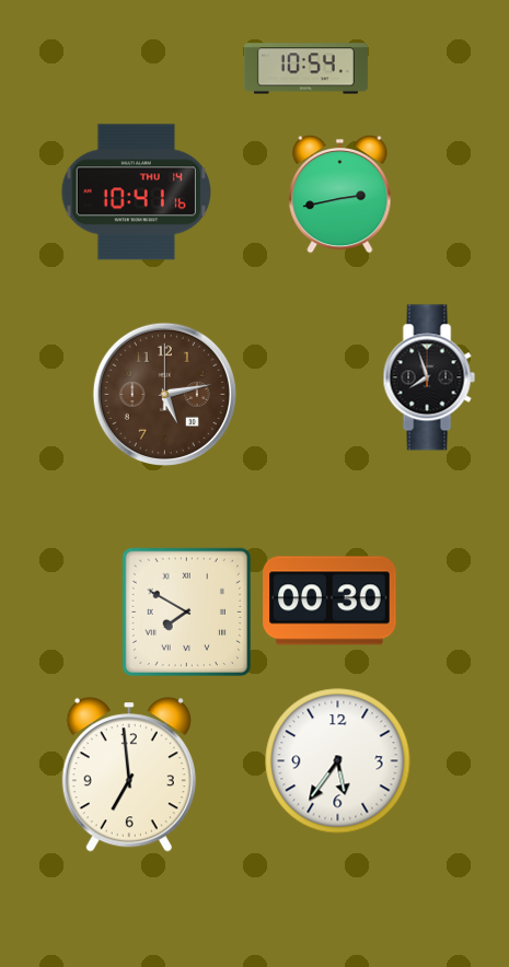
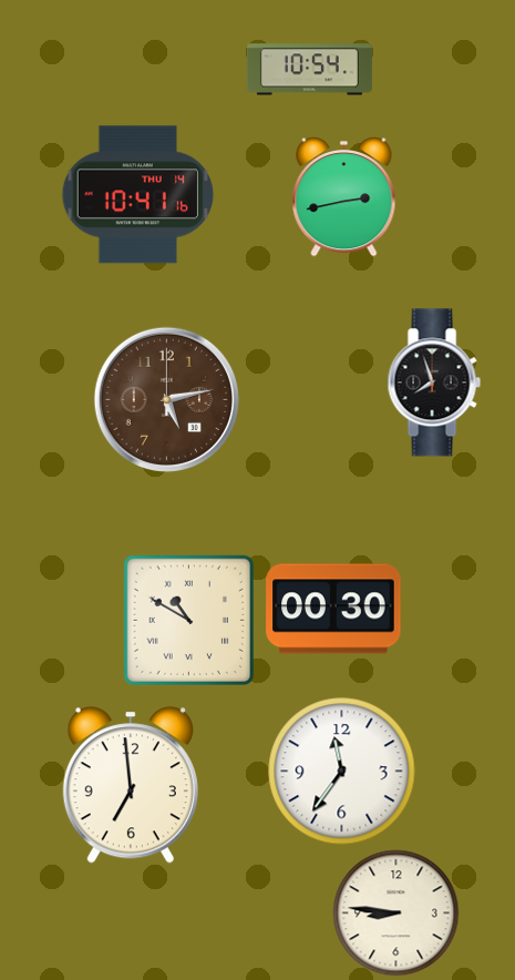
clock at (186, 611): 7:50 -> 10:50
clock at (338, 761): 5:36 -> 11:36
clock at (396, 913): none -> 8:46
